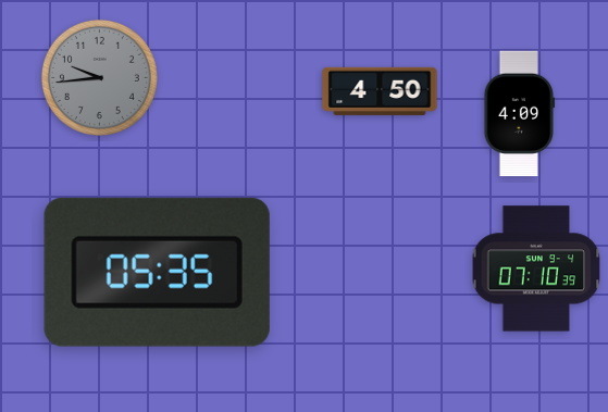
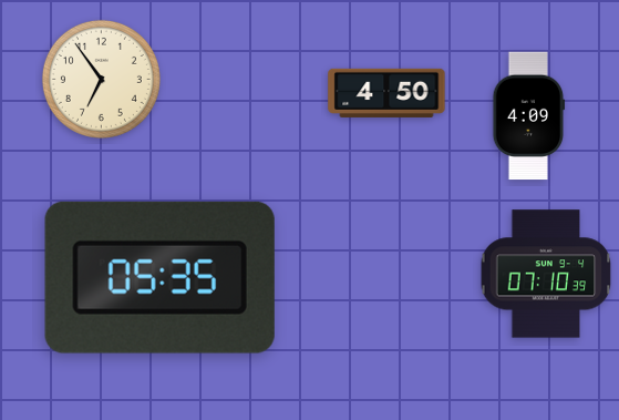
clock at (99, 77): 9:44 -> 6:54
clock at (99, 77) dial: grey -> cream
